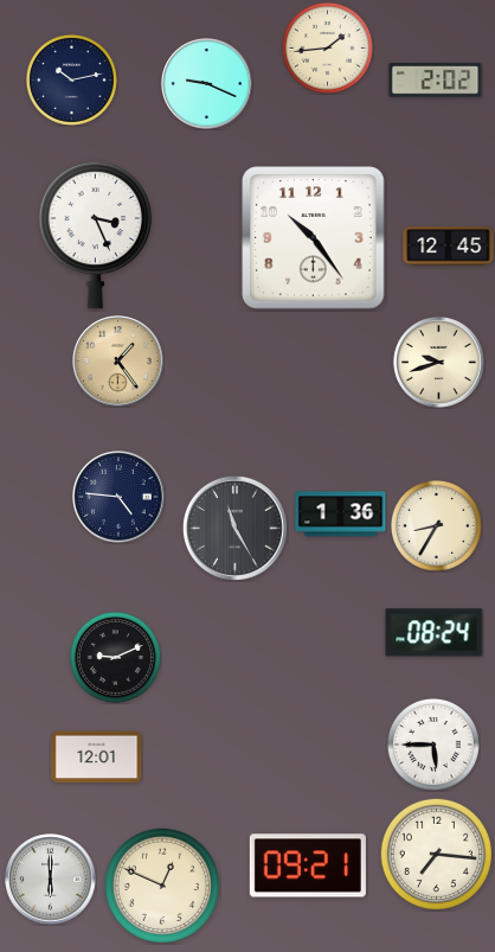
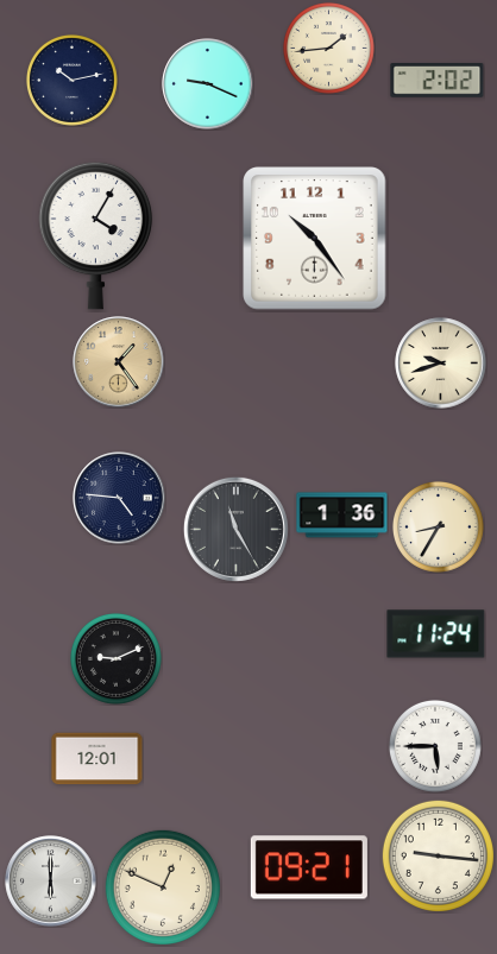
clock at (96, 235): 3:26 -> 4:05
clock at (449, 247): 12:45 -> none
clock at (435, 633): 08:24 -> 11:24
clock at (436, 854): 7:16 -> 9:16
